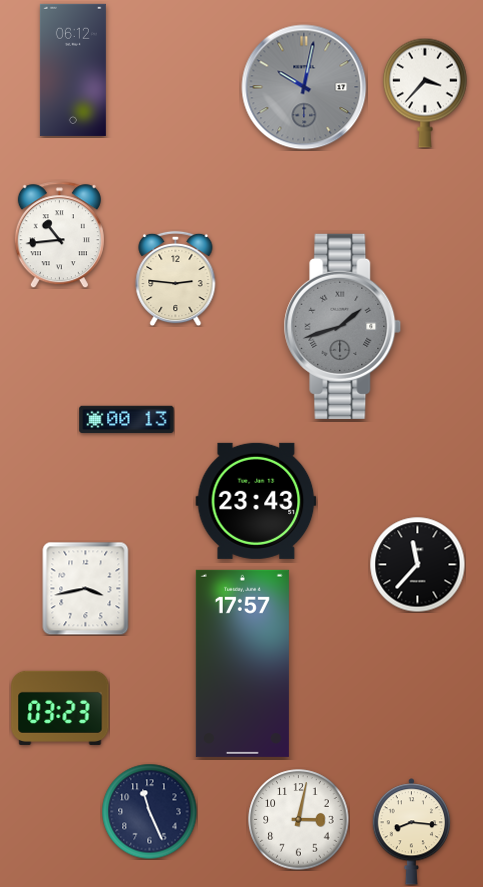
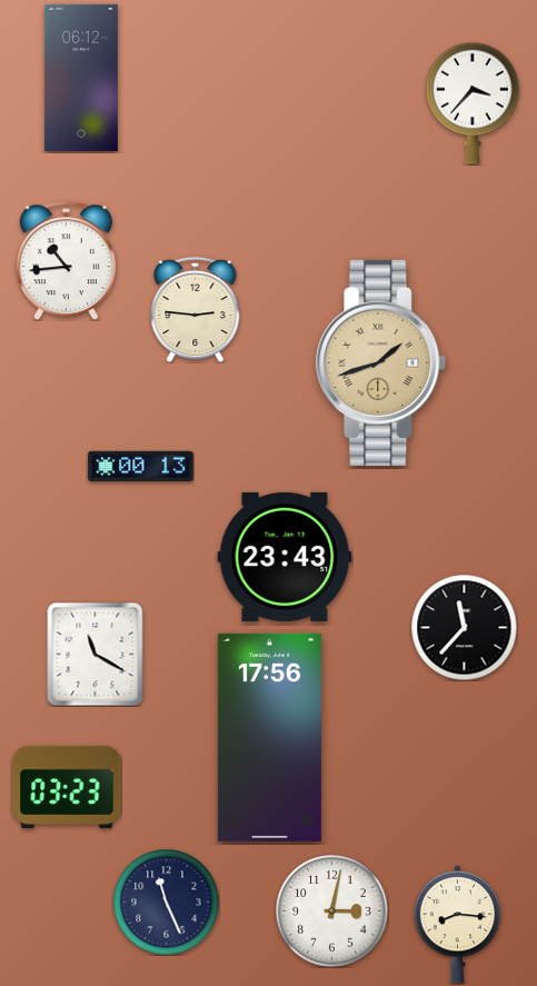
clock at (304, 87): 10:02 -> none
clock at (343, 326) dial: grey -> champagne
clock at (86, 588): 3:43 -> 11:20
clock at (242, 663): 17:57 -> 17:56
